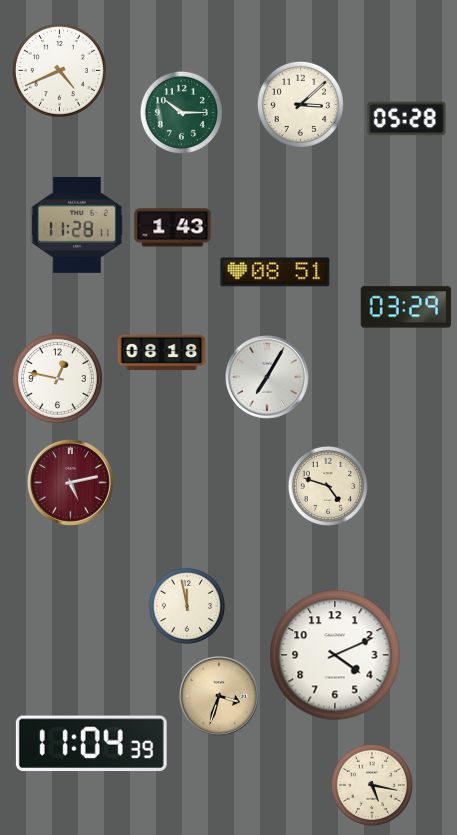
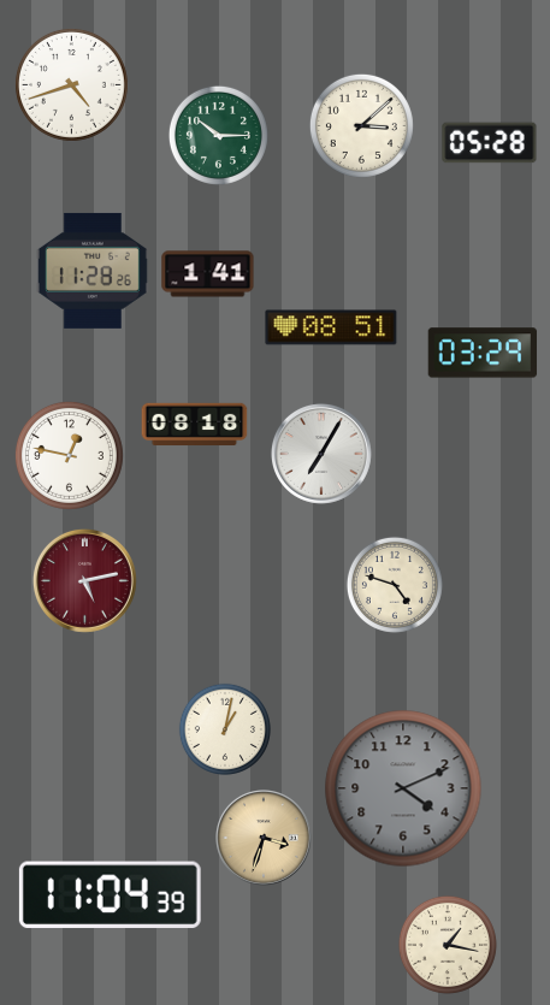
clock at (59, 70): 4:41 -> 4:42
clock at (77, 225): 11:28:11 -> 11:28:26
clock at (173, 228): 1:43 -> 1:41
clock at (406, 307) position: (406, 307) -> (483, 353)
clock at (187, 606): 11:58 -> 1:02
clock at (335, 655) dial: white -> grey
clock at (372, 785): 5:17 -> 1:17
